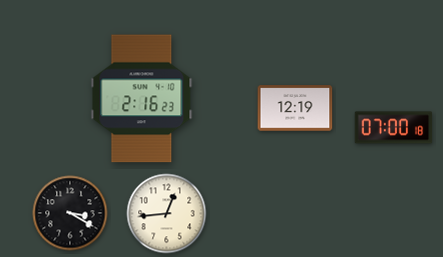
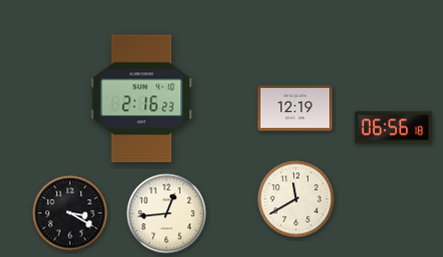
clock at (394, 128): 07:00 -> 06:56
clock at (296, 199): none -> 11:40
